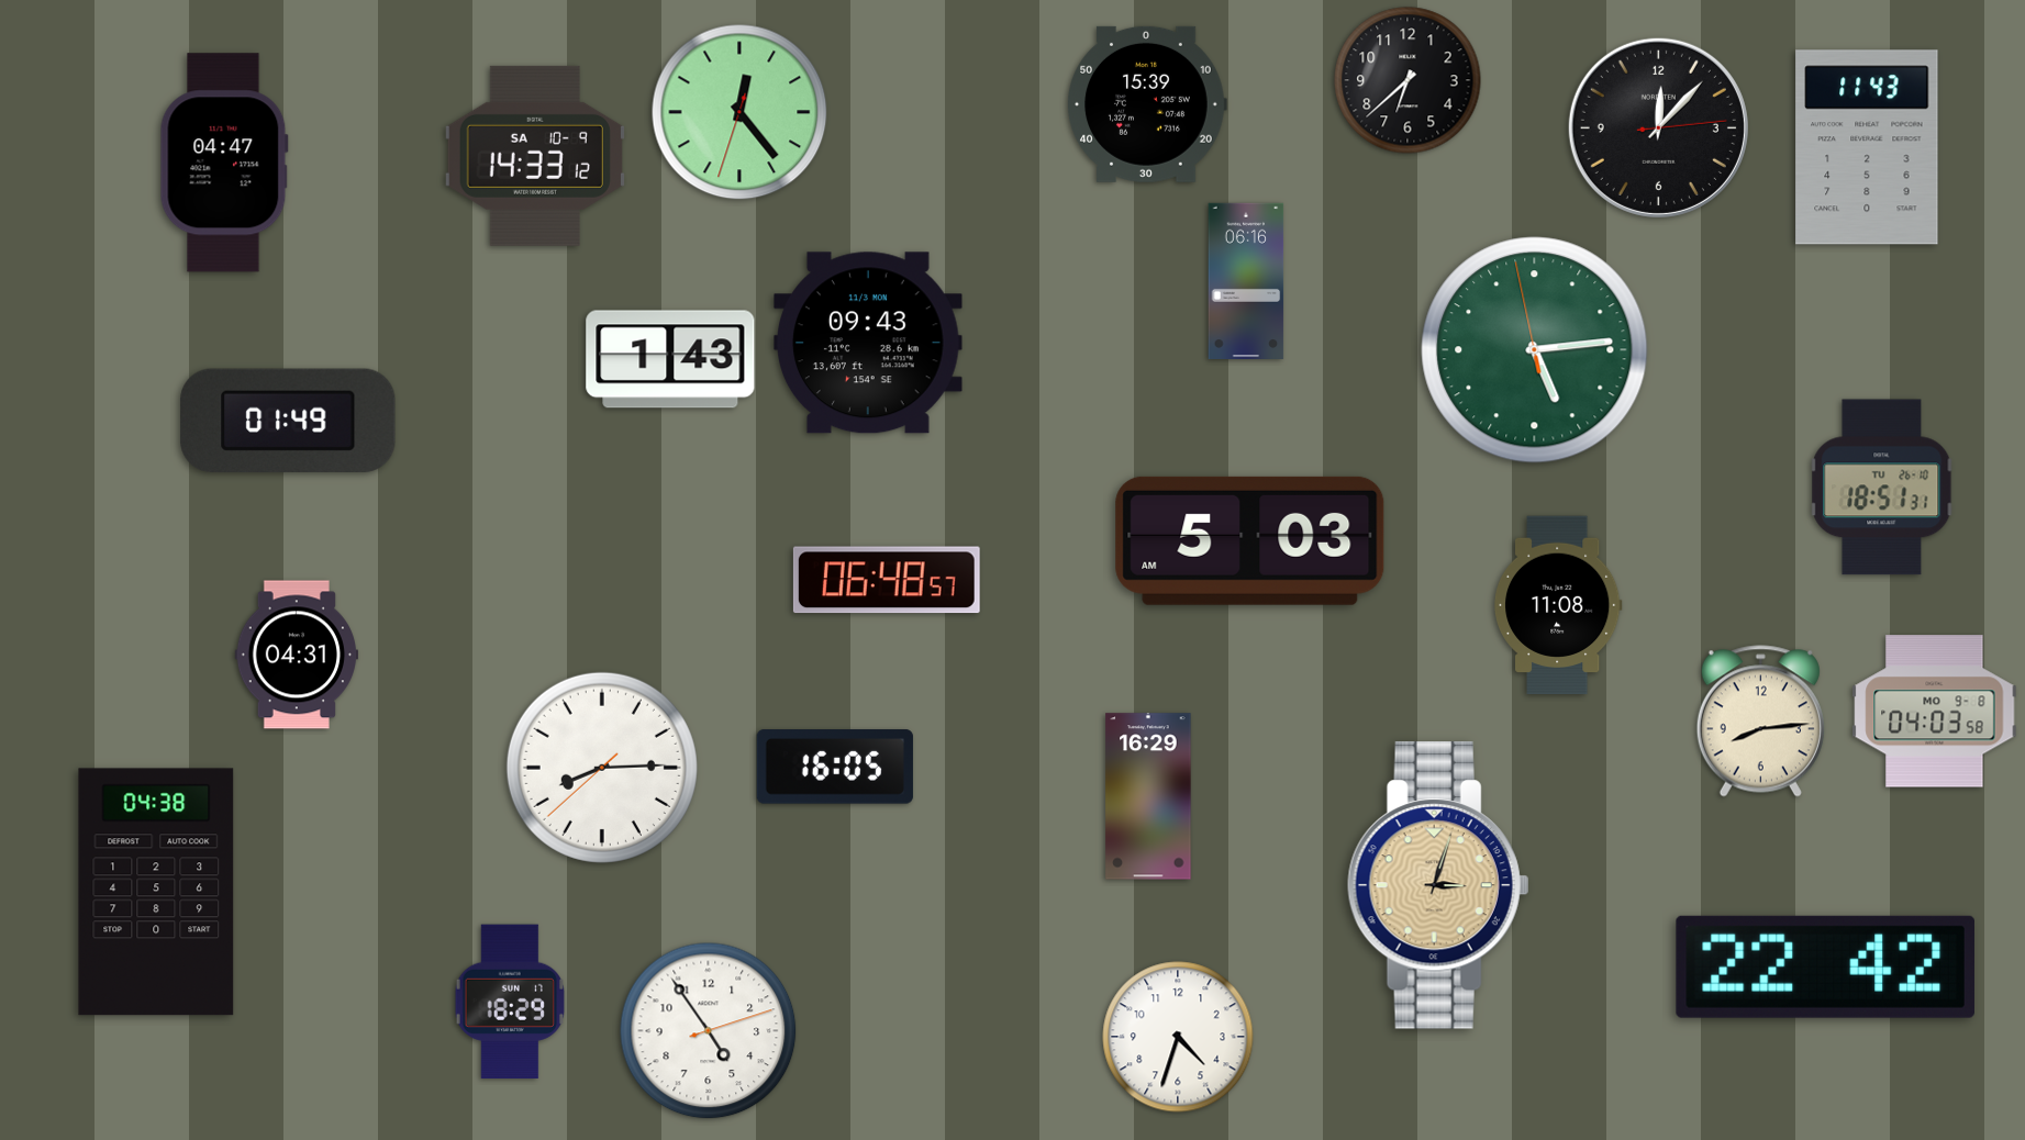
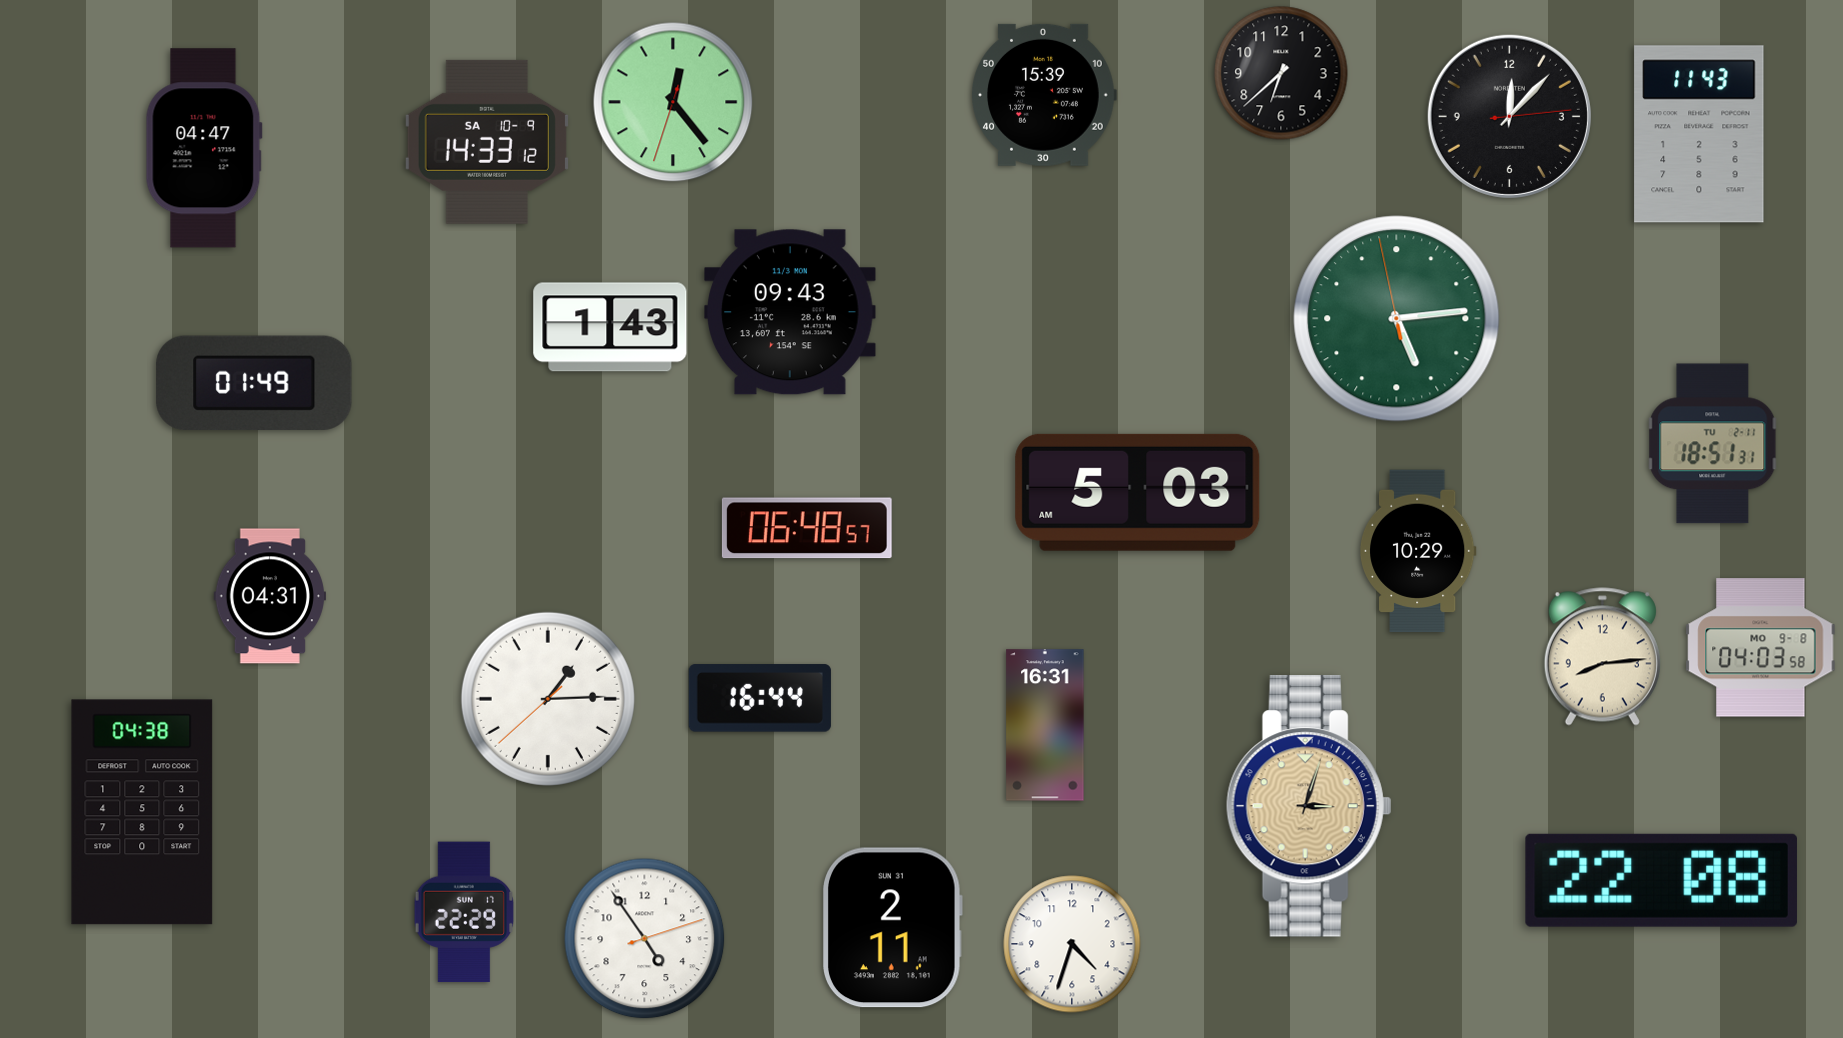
clock at (1246, 280): 06:16 -> none
clock at (288, 421) position: (288, 421) -> (254, 383)
clock at (1882, 488) date: TU 26-10 -> TU 2-11
clock at (1558, 605): 11:08 -> 10:29
clock at (835, 767): 16:05 -> 16:44
clock at (602, 768): 8:14 -> 1:14
clock at (1148, 796): 16:29 -> 16:31
clock at (1825, 966): 22:42 -> 22:08
clock at (510, 1002): 18:29 -> 22:29
clock at (893, 928): none -> 2:11
